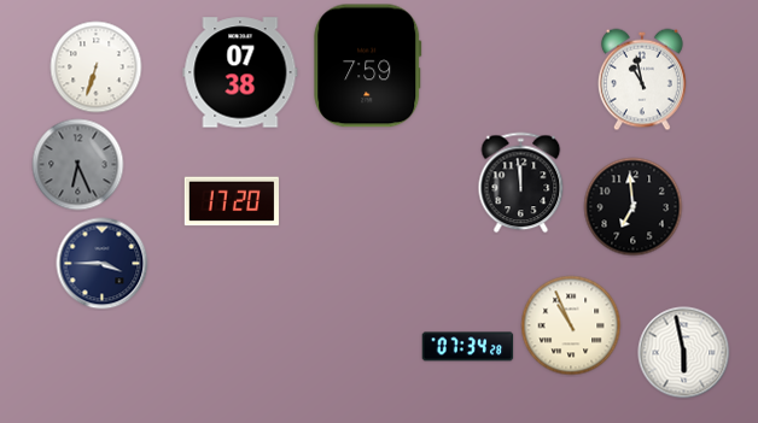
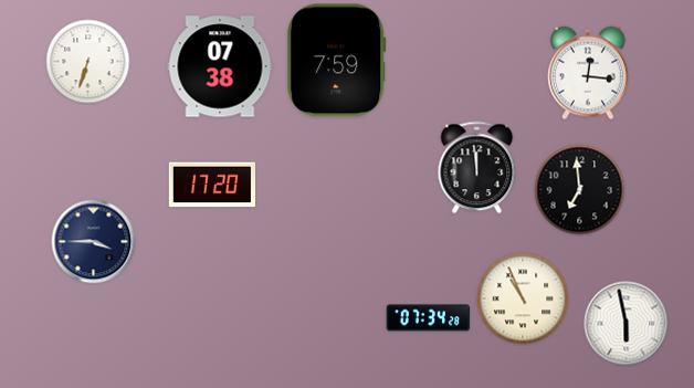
clock at (642, 80): 10:58 -> 12:16
clock at (78, 165): 6:26 -> none
